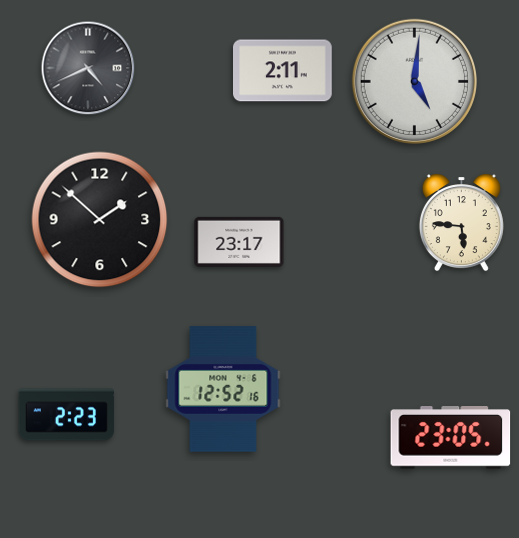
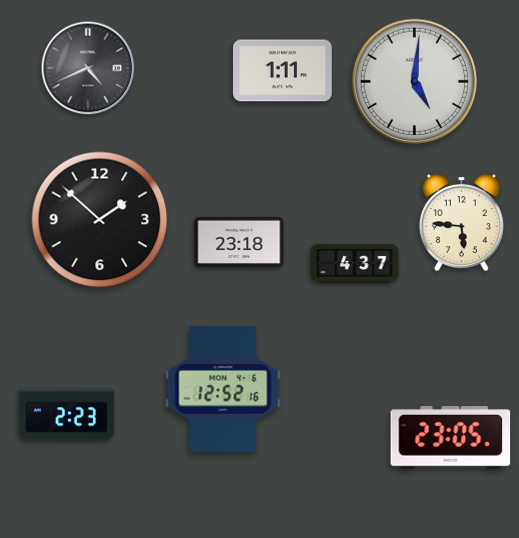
clock at (283, 71): 2:11 -> 1:11
clock at (239, 242): 23:17 -> 23:18
clock at (355, 264): none -> 4:37
